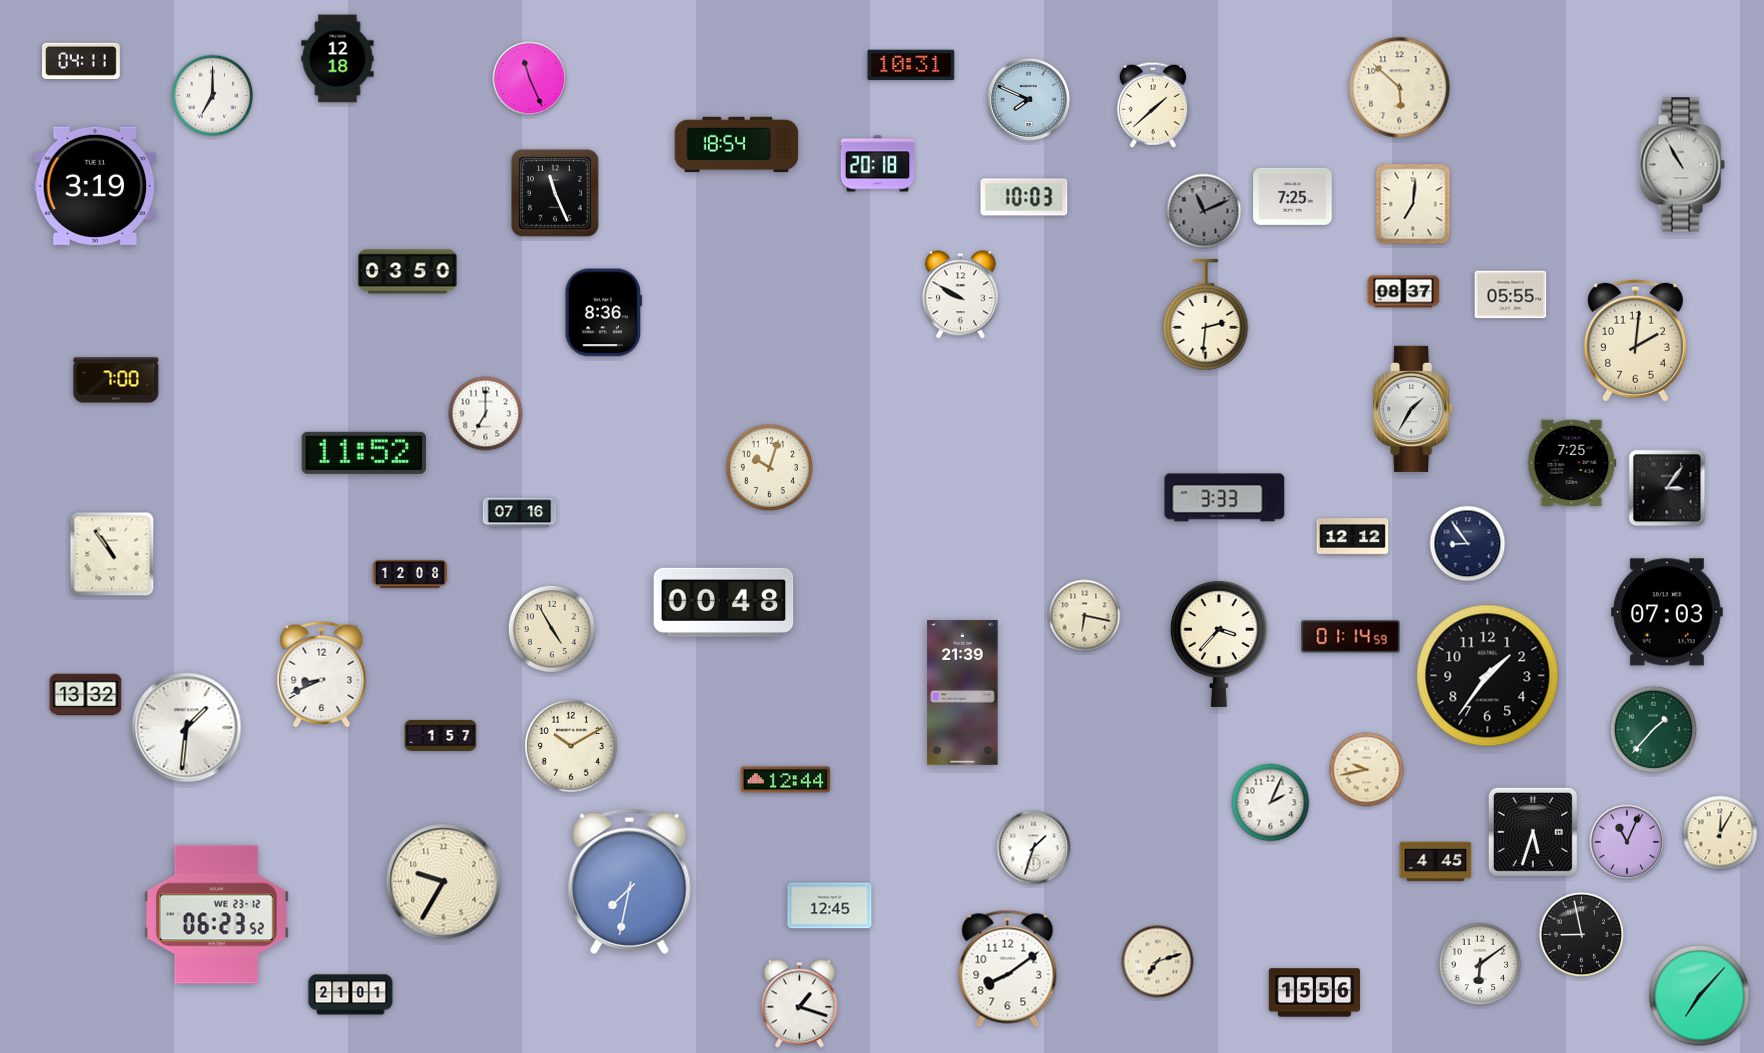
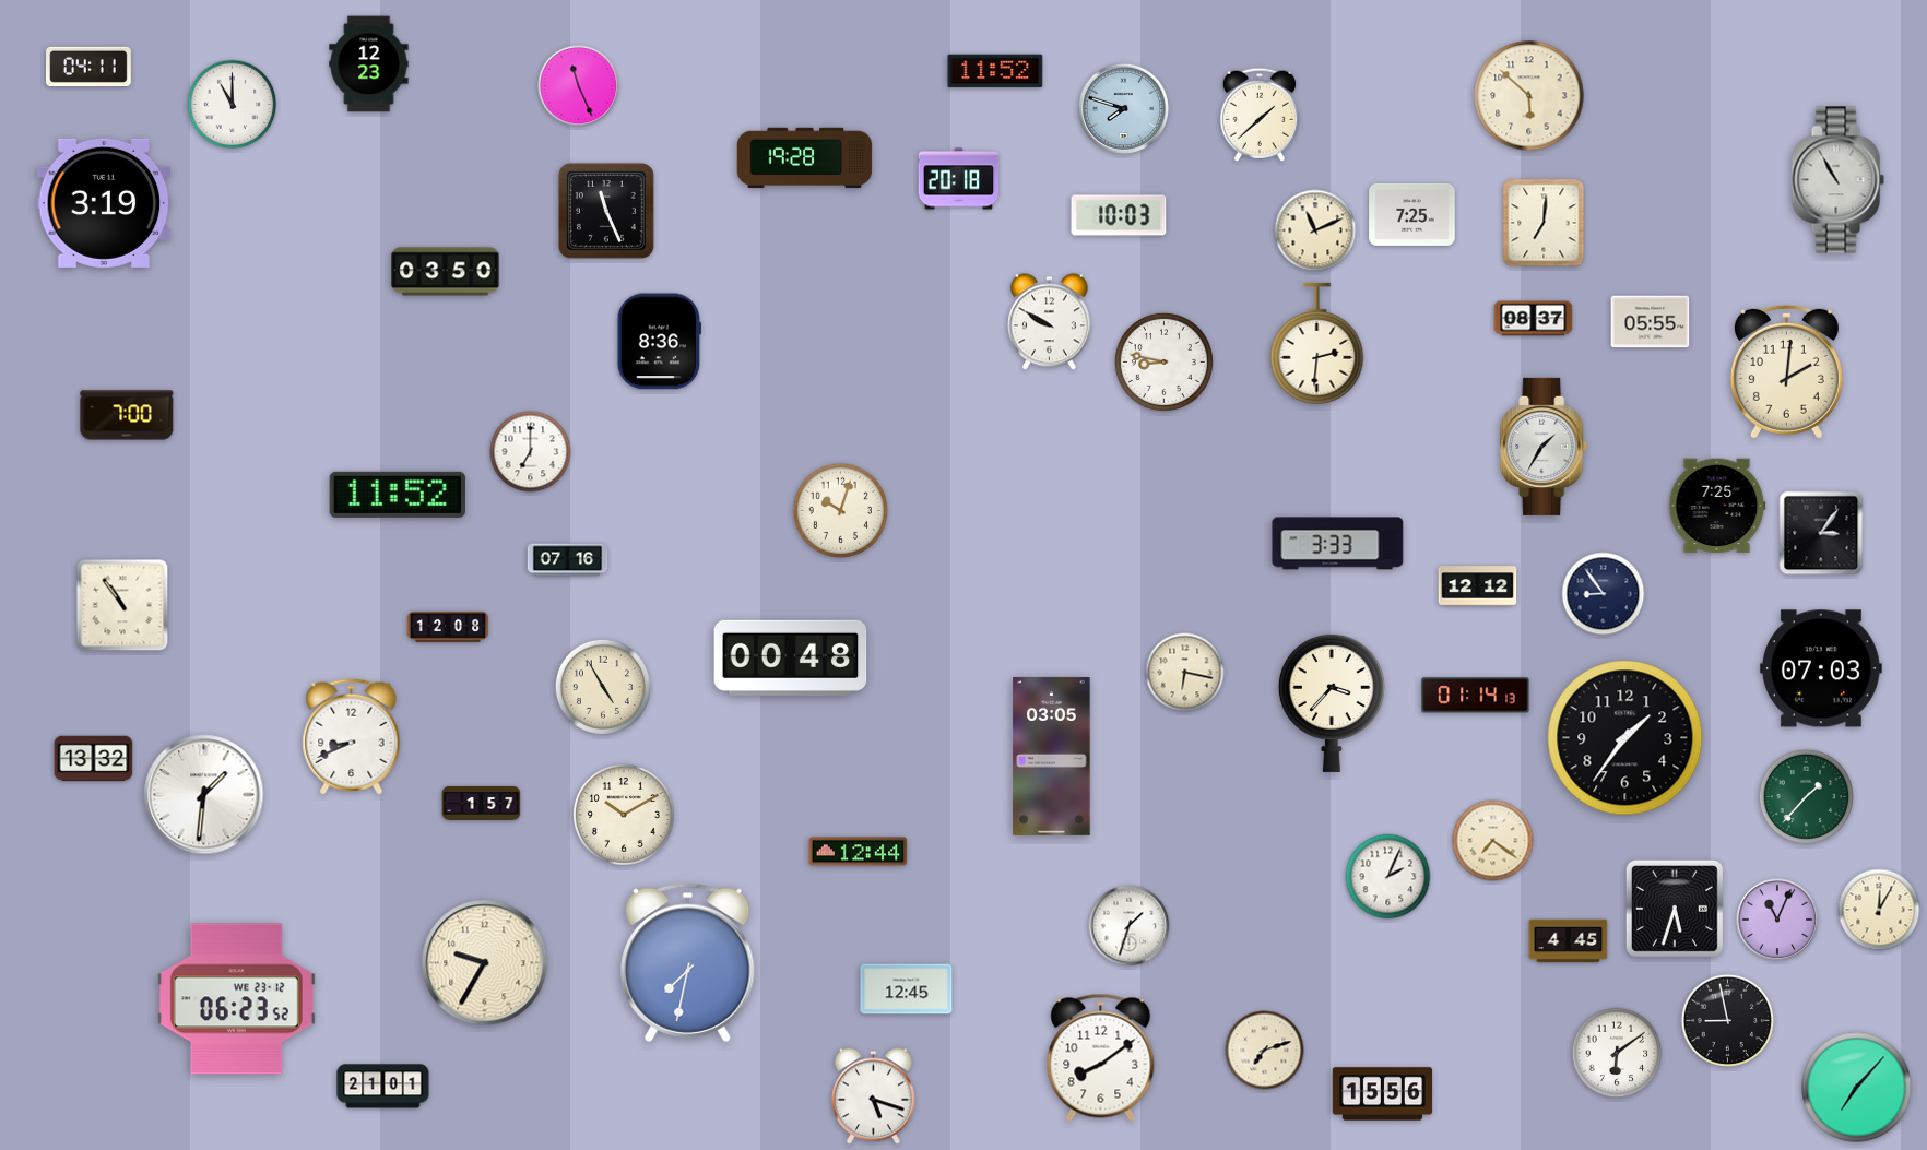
clock at (338, 59): 12:18 -> 12:23
clock at (911, 65): 10:31 -> 11:52
clock at (213, 96): 7:00 -> 11:00
clock at (1029, 100): 7:49 -> 7:48
clock at (737, 145): 18:54 -> 19:28
clock at (1204, 211) dial: grey -> cream
clock at (408, 272) position: (408, 272) -> (446, 272)
clock at (1163, 361): none -> 8:47
clock at (1351, 637): 01:14:59 -> 01:14:13
clock at (963, 692): 21:39 -> 03:05
clock at (1367, 770): 9:43 -> 7:21
clock at (1315, 993) position: (1315, 993) -> (1383, 1094)
clock at (799, 1004): 1:18 -> 5:18
